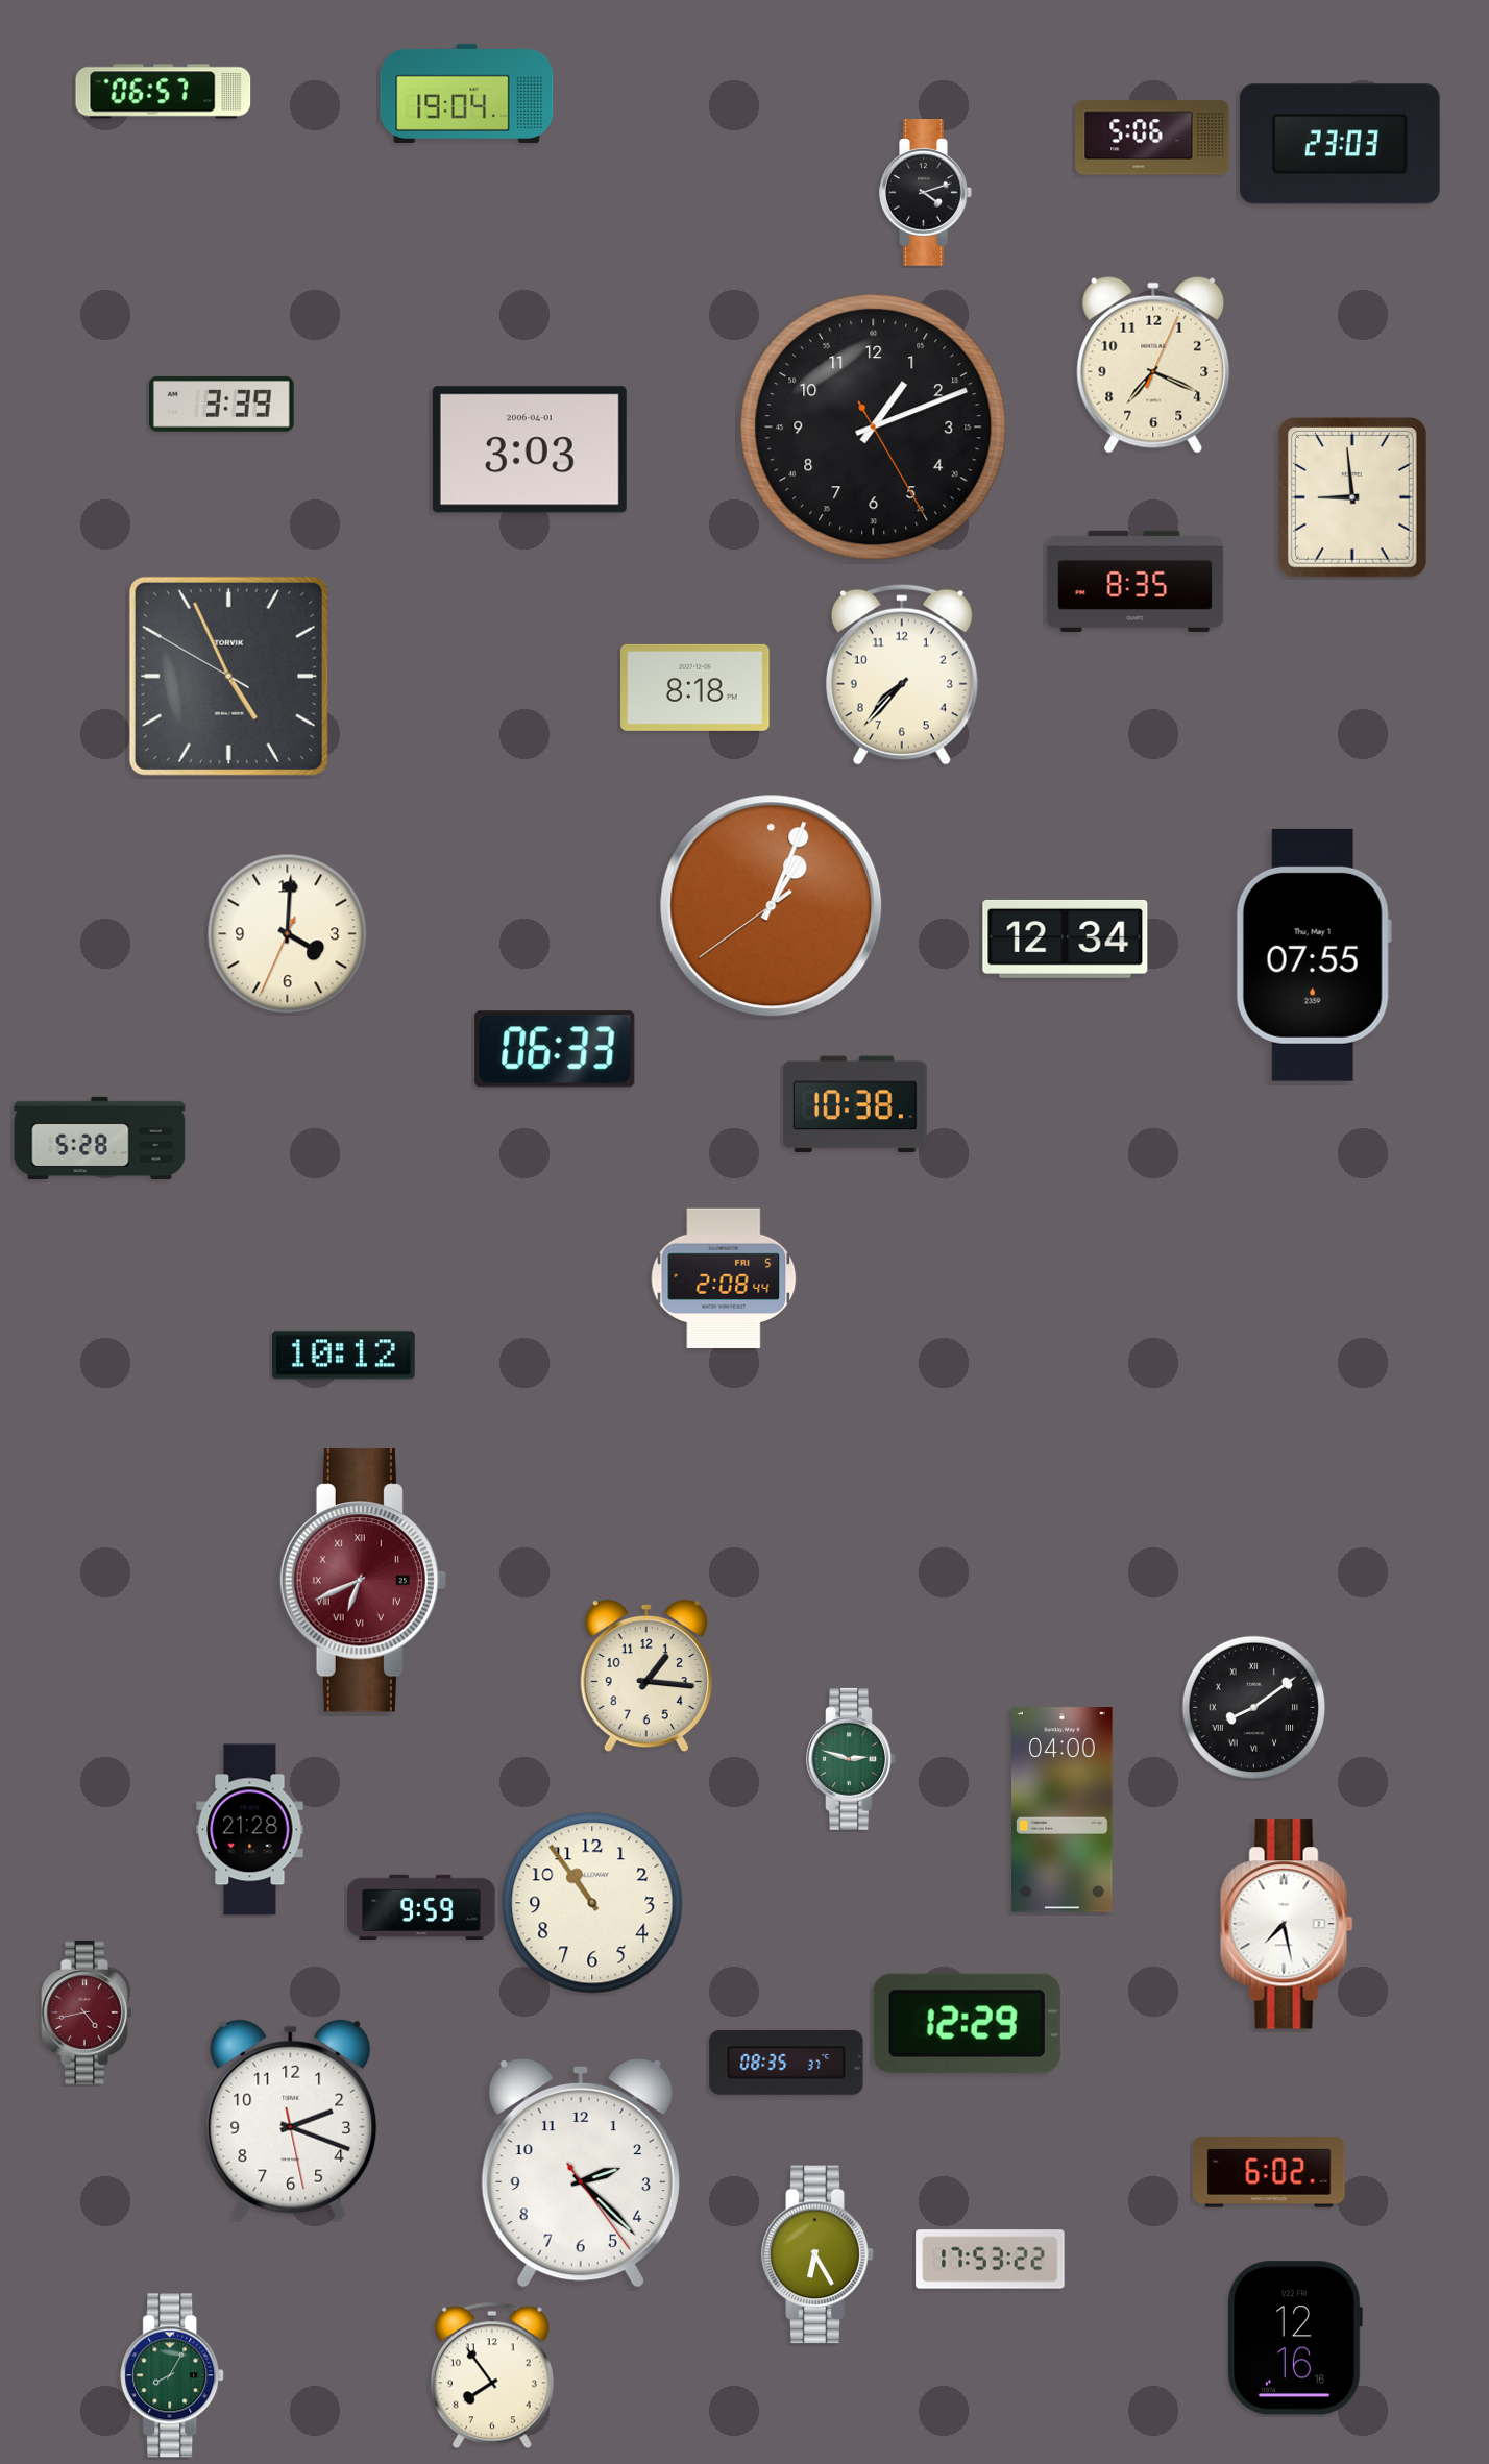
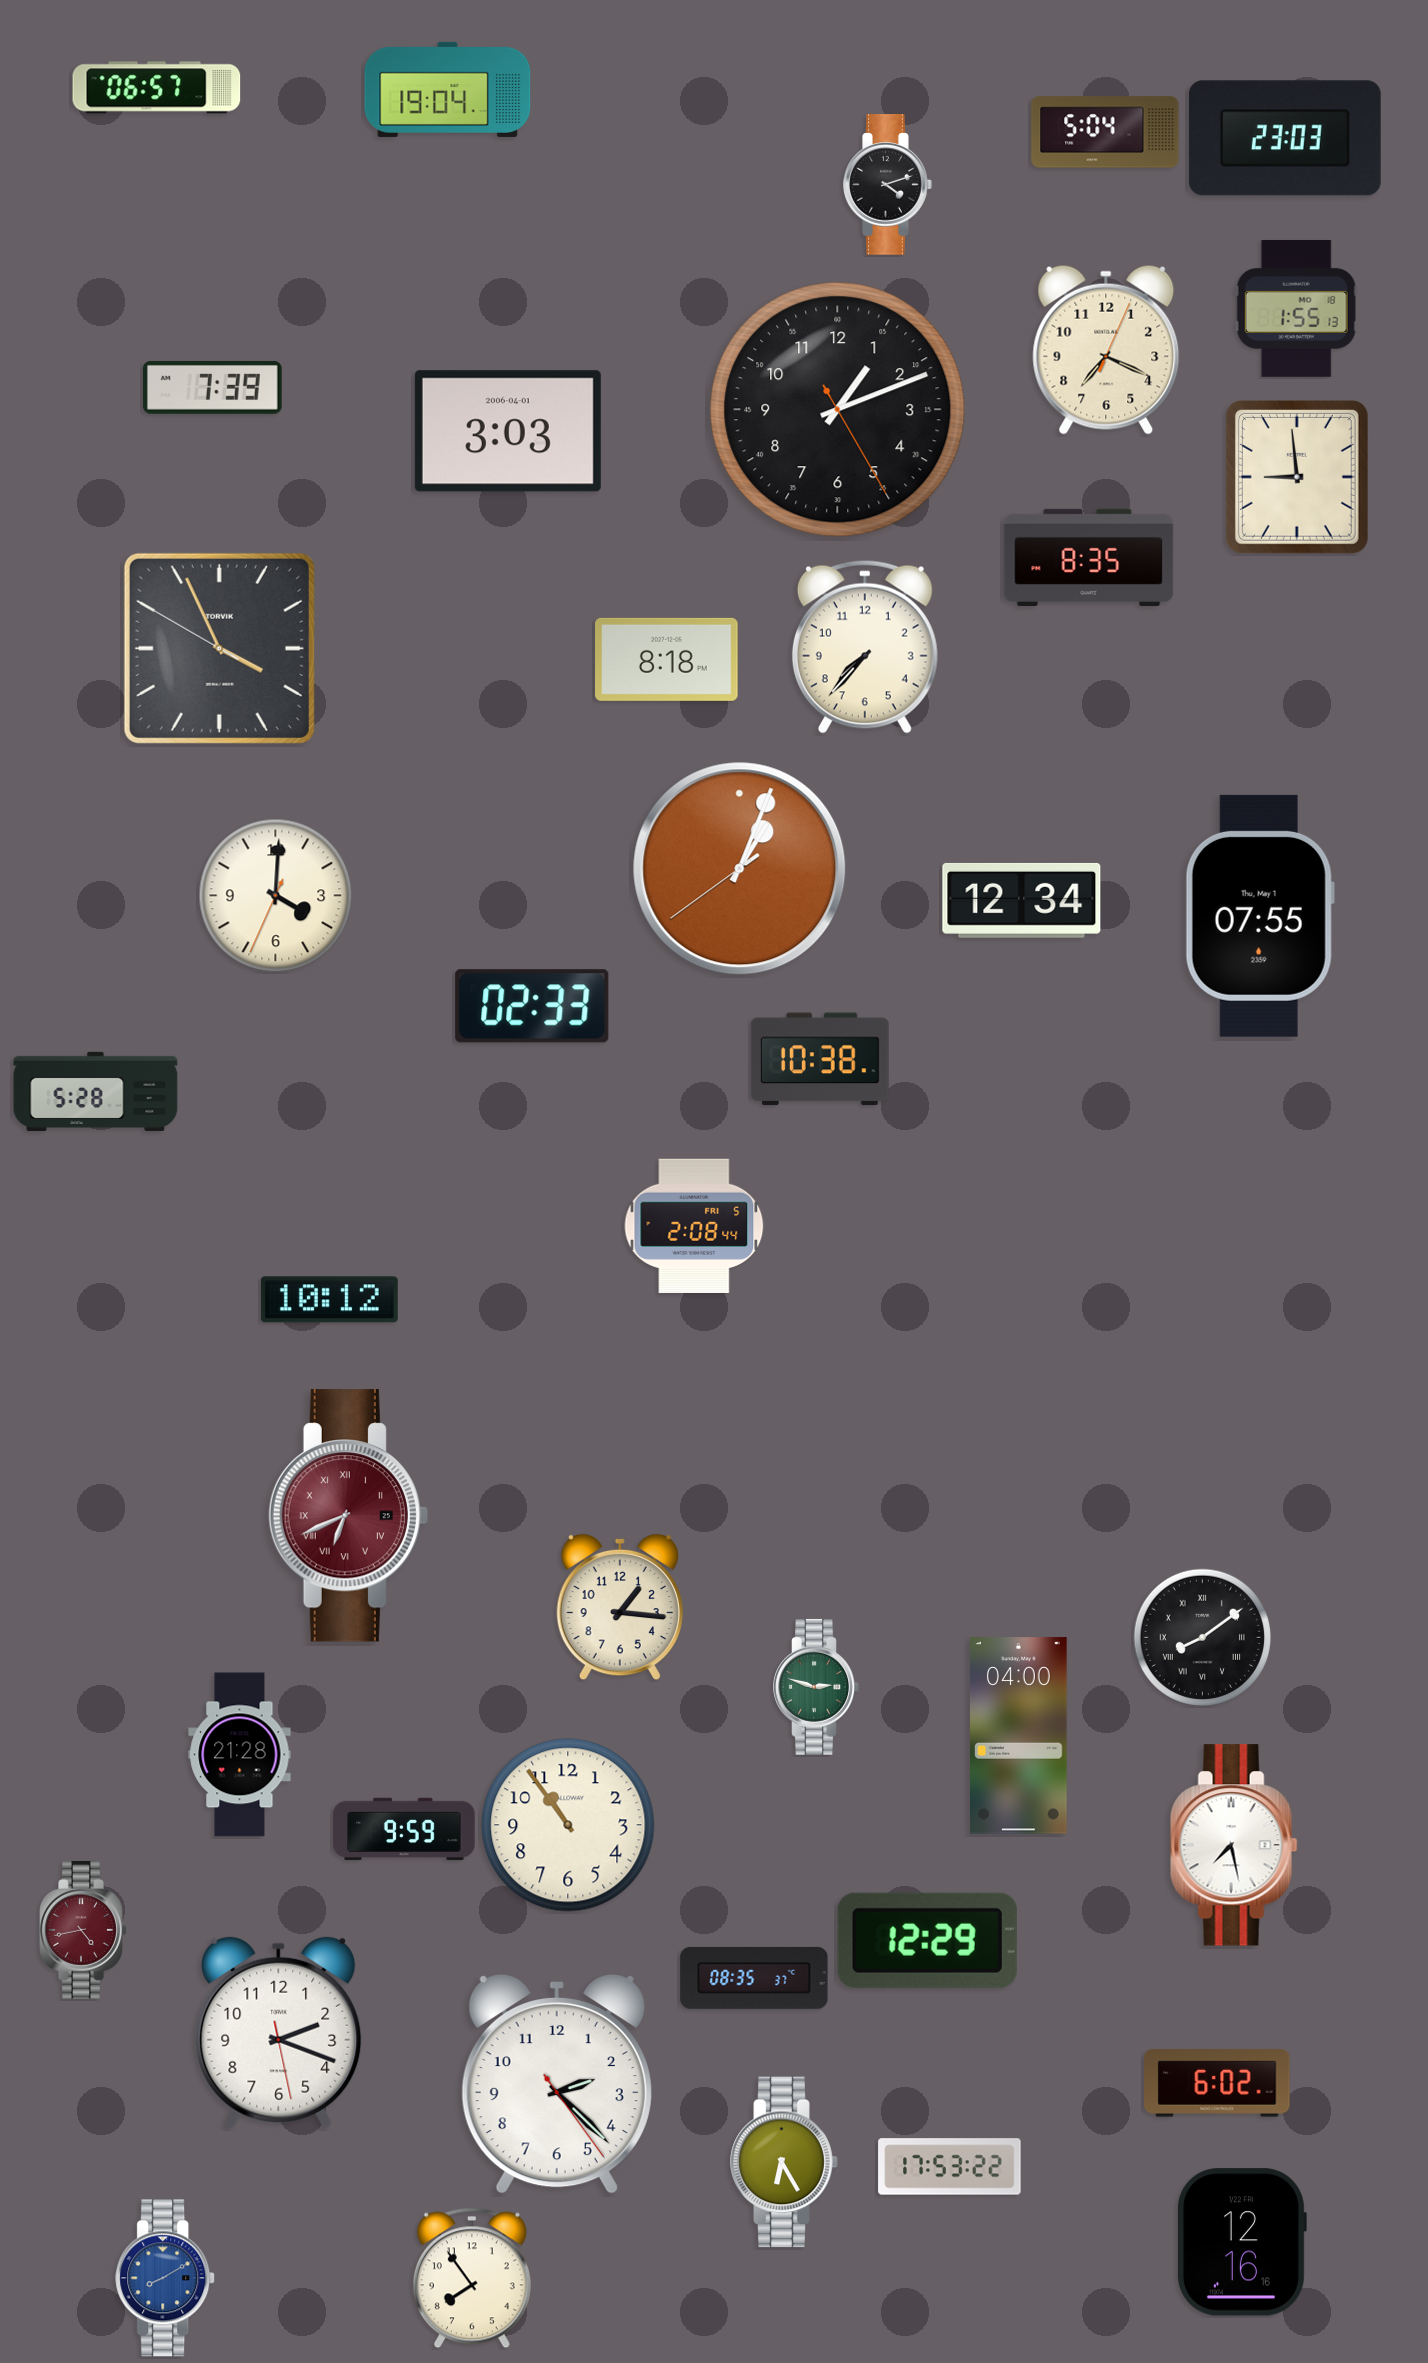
clock at (1152, 138): 5:06 -> 5:04
clock at (1296, 308): none -> 1:55
clock at (221, 404): 3:39 -> 7:39
clock at (228, 676): 4:55 -> 3:55
clock at (555, 1049): 06:33 -> 02:33
clock at (173, 2375): 8:05 -> 8:10
clock at (173, 2375) dial: green -> blue
